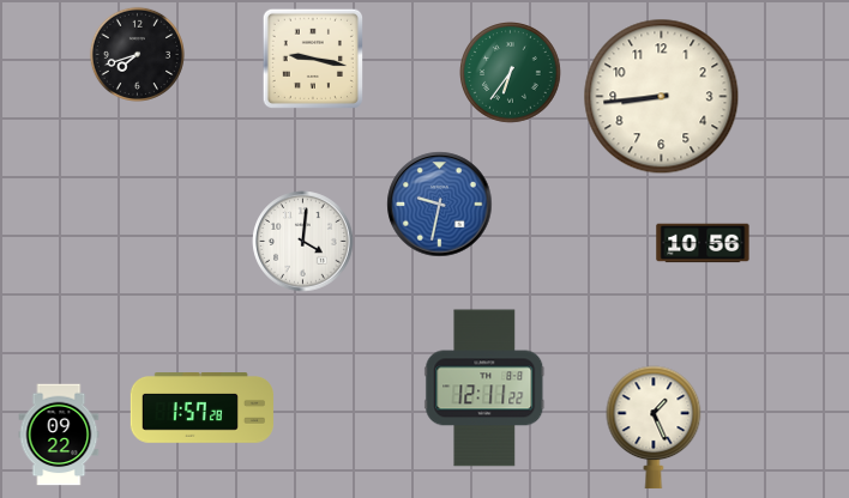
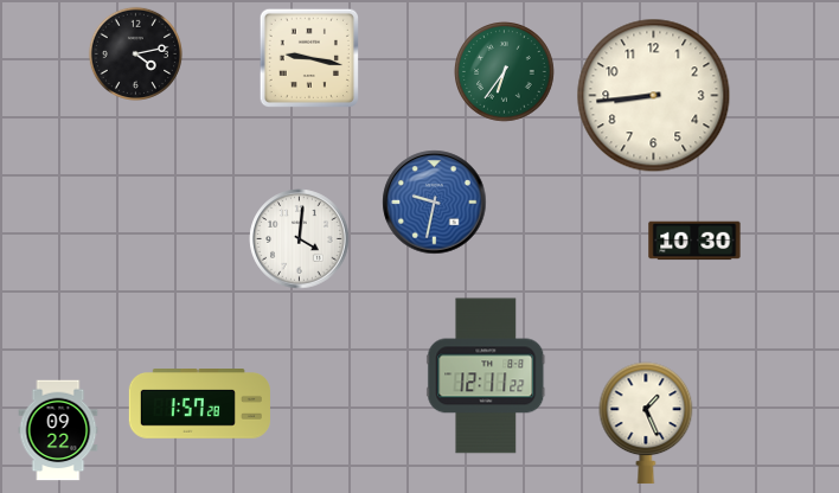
clock at (137, 54): 7:42 -> 4:13
clock at (703, 243): 10:56 -> 10:30
clock at (484, 388) position: (484, 388) -> (486, 376)
